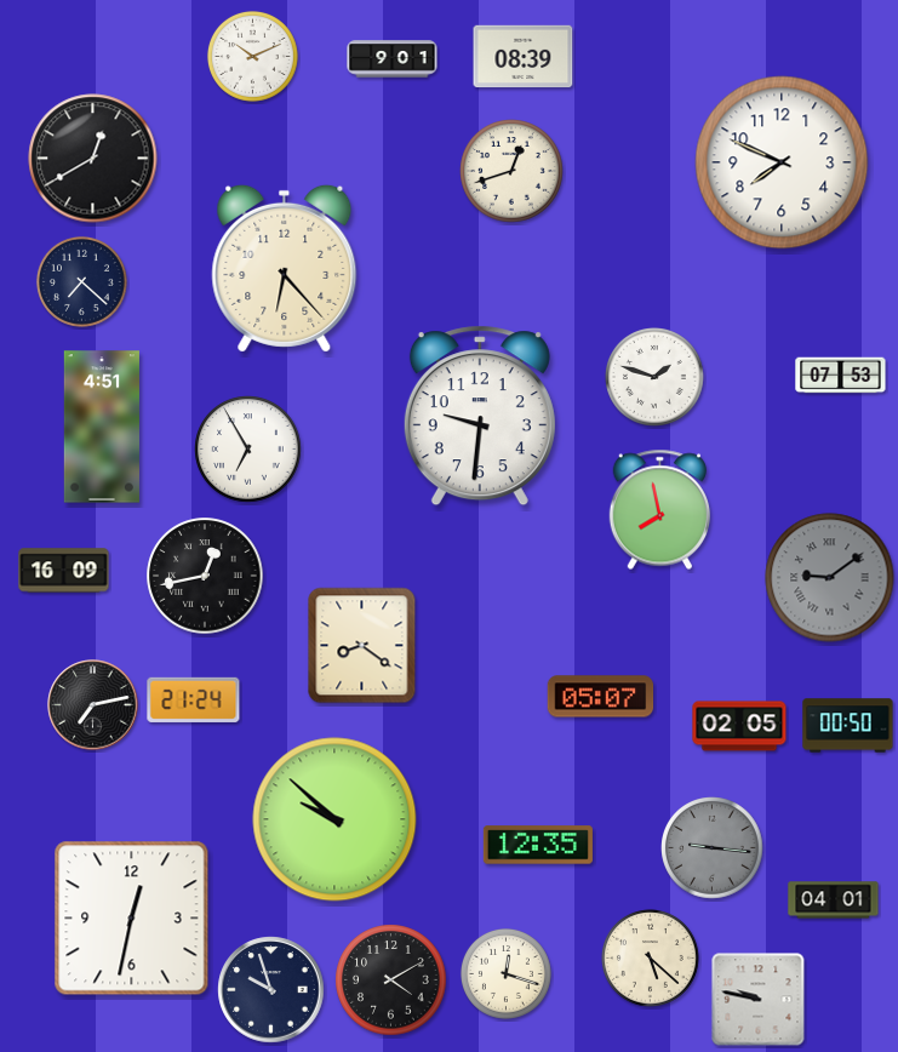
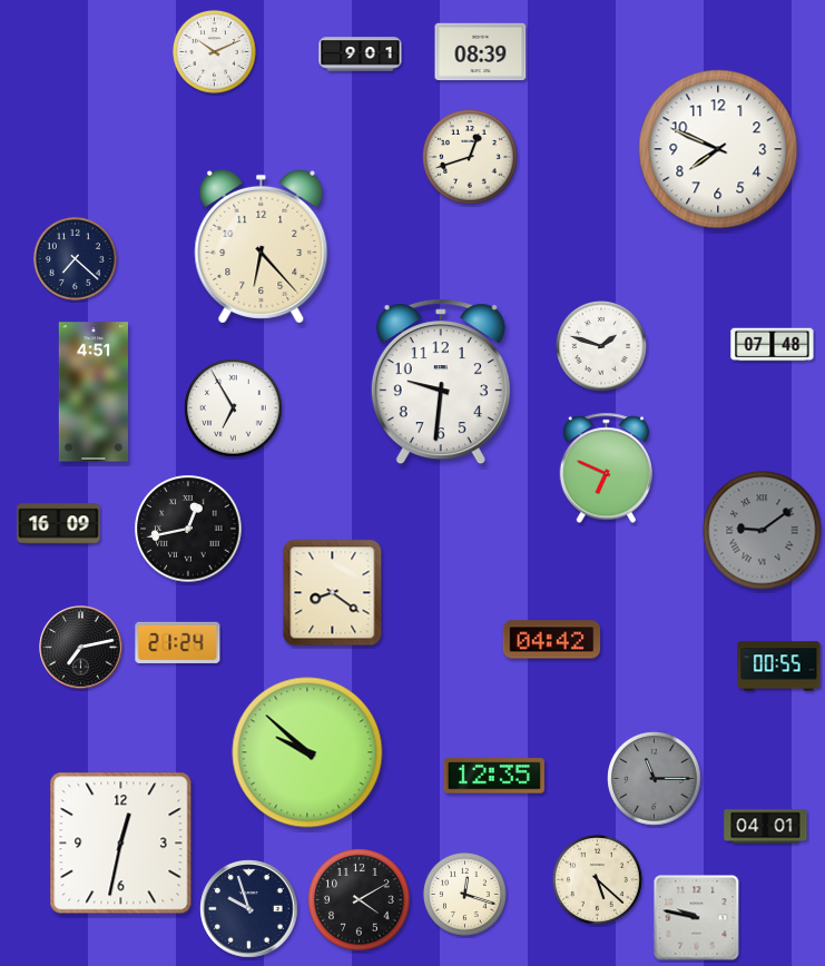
clock at (252, 56) position: (252, 56) -> (214, 51)
clock at (93, 159): 12:40 -> none
clock at (841, 376): 07:53 -> 07:48
clock at (248, 450) position: (248, 450) -> (234, 408)
clock at (659, 510): 7:58 -> 6:49
clock at (601, 697): 05:07 -> 04:42
clock at (93, 705) position: (93, 705) -> (81, 648)
clock at (739, 726): 02:05 -> none
clock at (848, 726): 00:50 -> 00:55
clock at (713, 848): 9:16 -> 11:15
